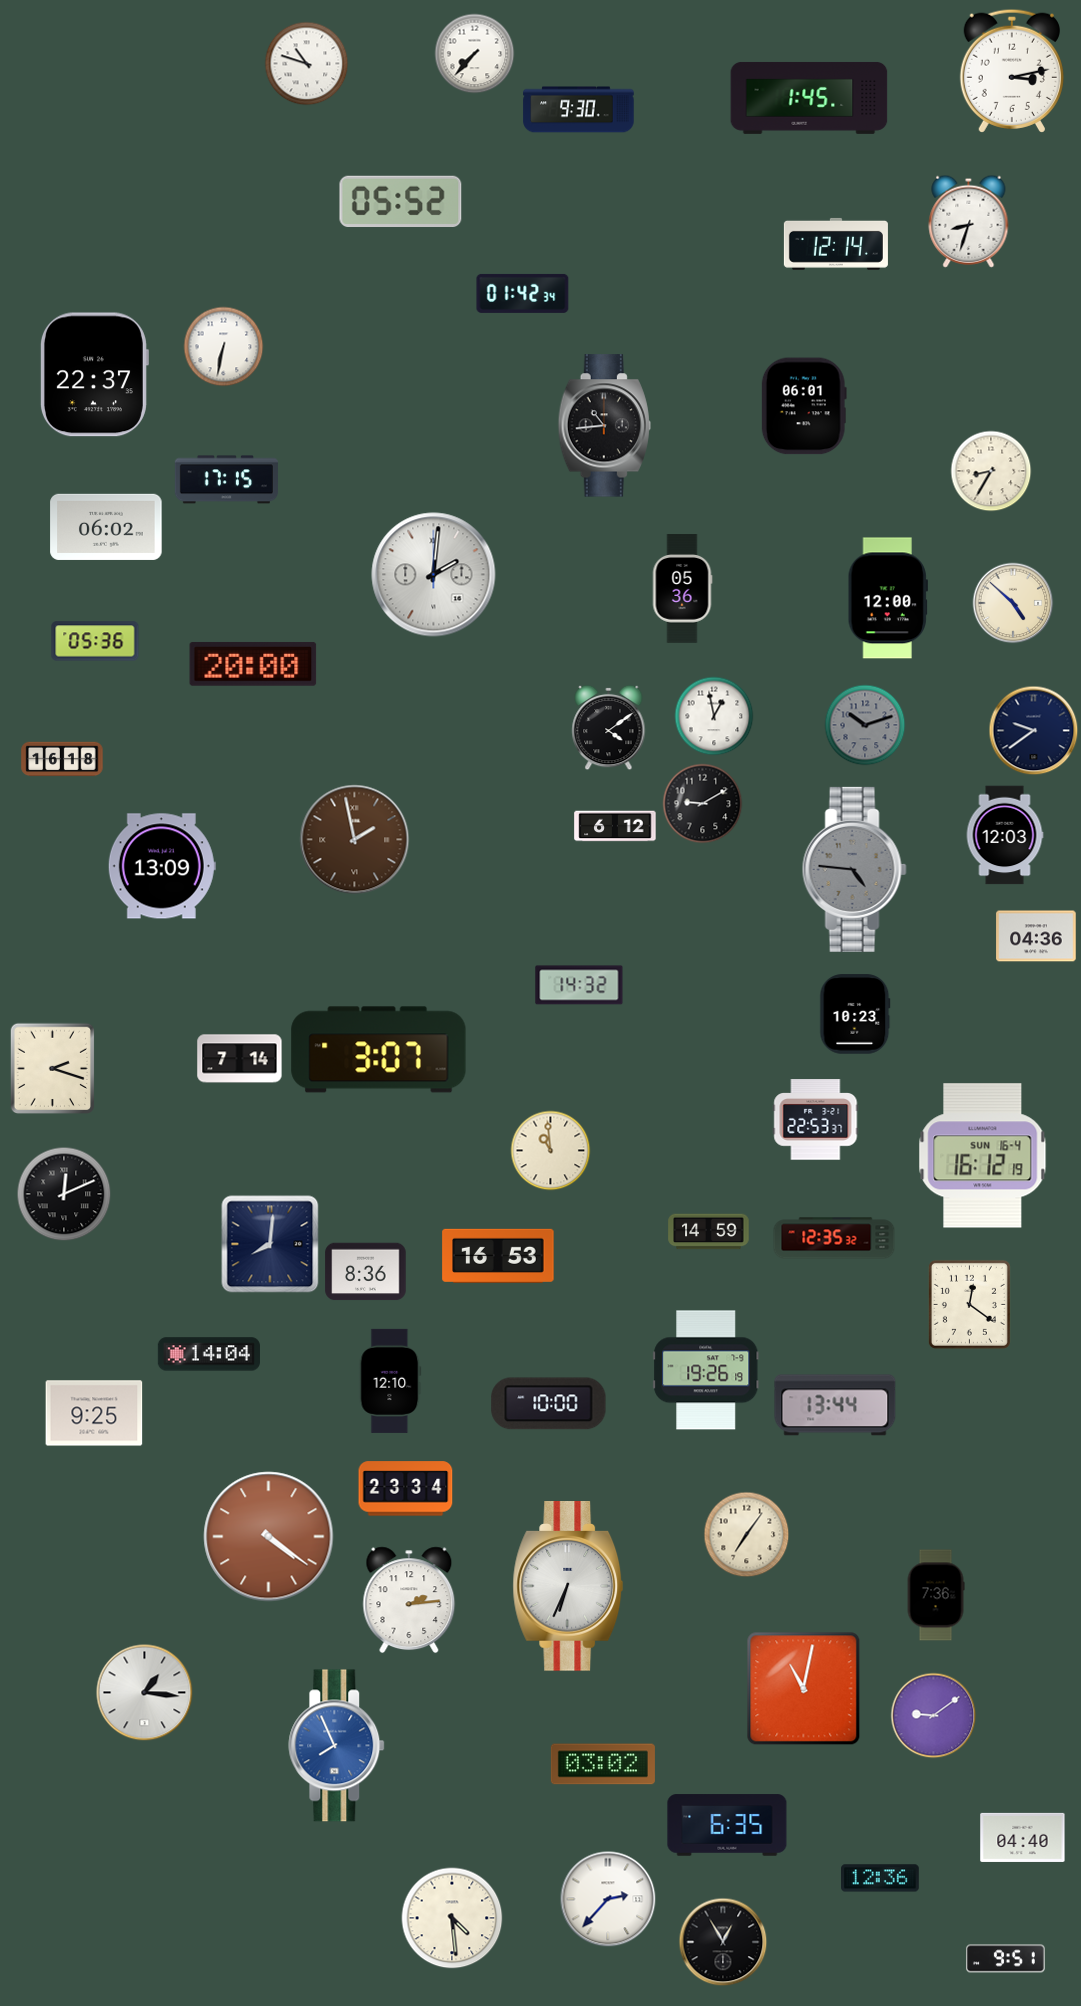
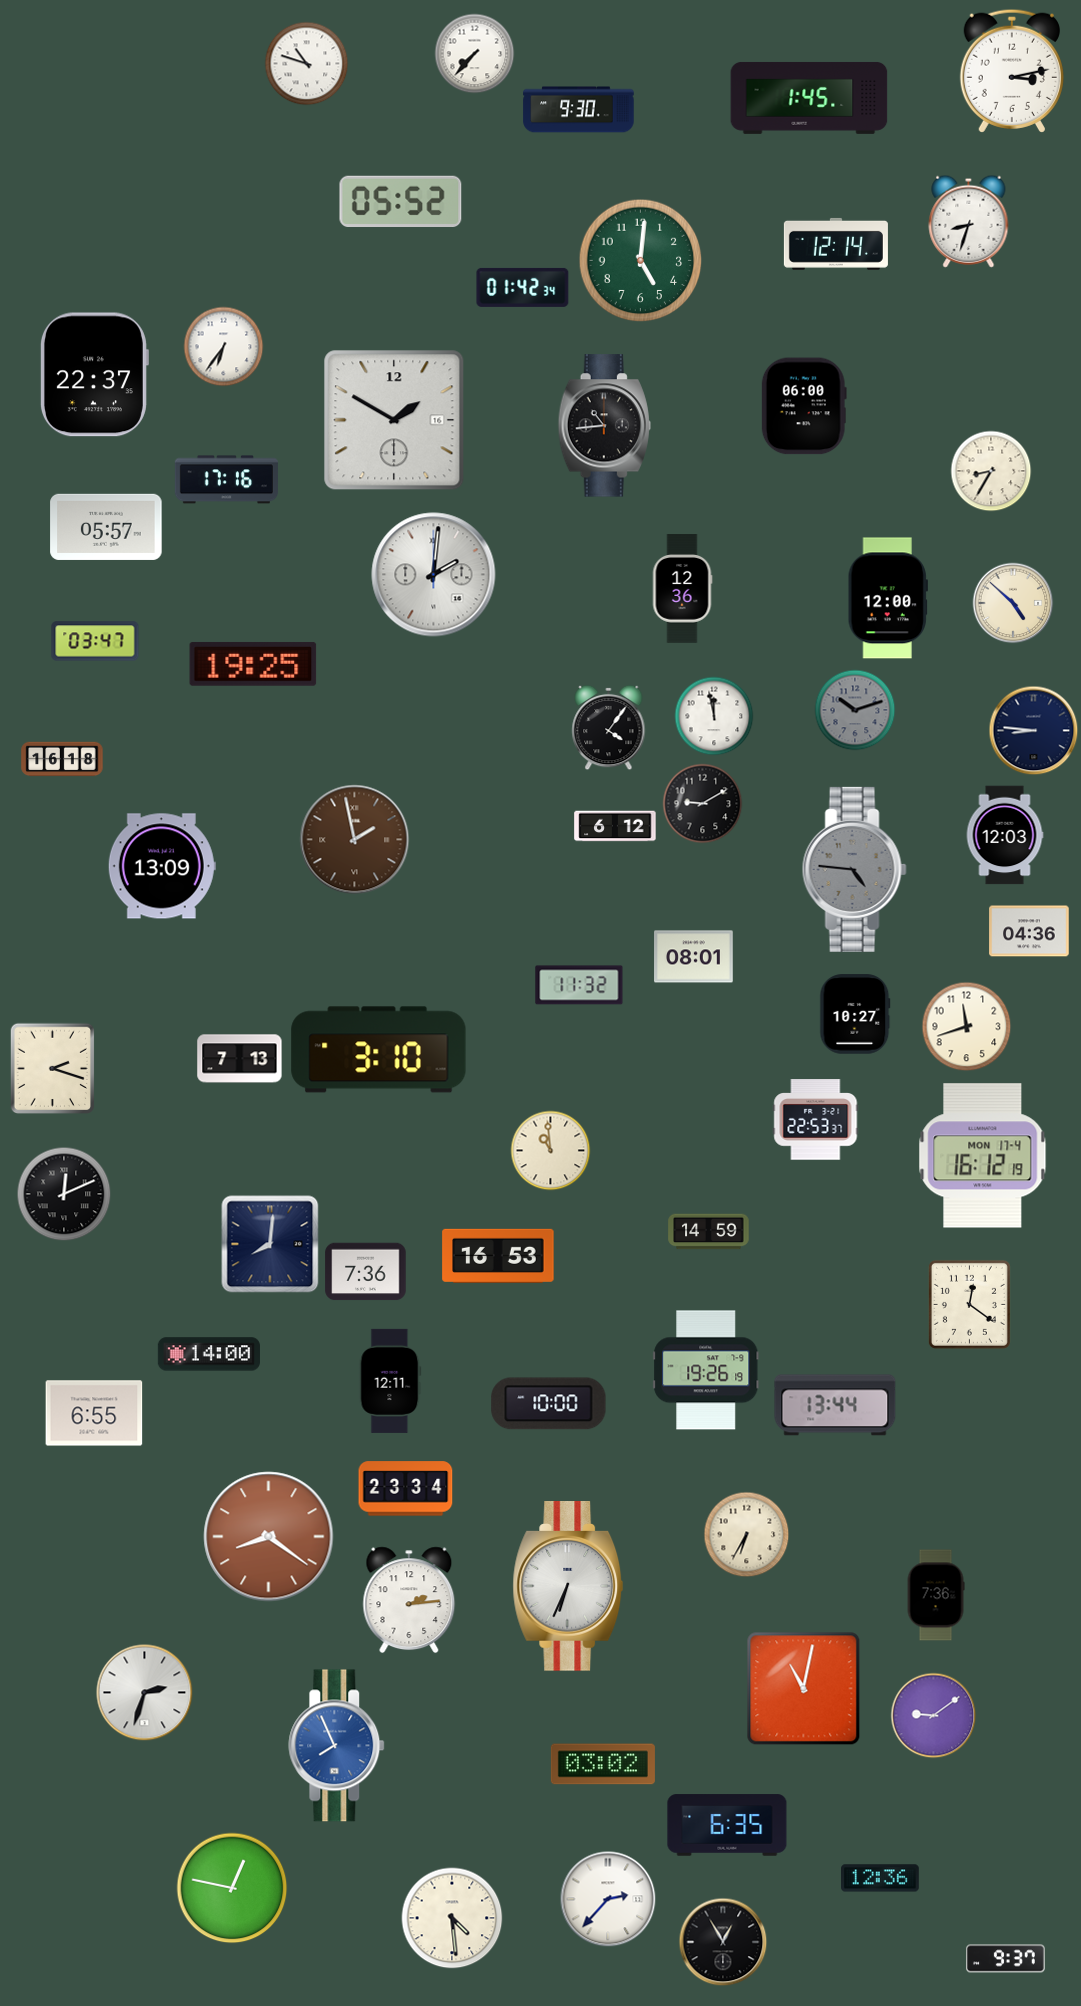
clock at (641, 261): none -> 5:01
clock at (523, 293) position: (523, 293) -> (523, 287)
clock at (224, 347): 6:32 -> 6:36
clock at (804, 406): 06:01 -> 06:00
clock at (394, 420): none -> 1:50
clock at (226, 480): 17:15 -> 17:16
clock at (106, 527): 06:02 -> 05:57
clock at (682, 589): 05:36 -> 12:36
clock at (95, 641): 05:36 -> 03:47
clock at (253, 664): 20:00 -> 19:25
clock at (714, 716): 12:58 -> 11:58
clock at (865, 725) position: (865, 725) -> (855, 710)
clock at (609, 728): 4:09 -> 4:06
clock at (1034, 731): 9:39 -> 8:46
clock at (1036, 936) position: (1036, 936) -> (1029, 931)
clock at (694, 957): none -> 08:01
clock at (579, 985): 14:32 -> 11:32
clock at (855, 1014): 10:23 -> 10:27
clock at (967, 1027): none -> 11:42
clock at (379, 1050): 3:07 -> 3:10
clock at (240, 1059): 7:14 -> 7:13
clock at (983, 1156) date: SUN 16-4 -> MON 17-4
clock at (834, 1238): 12:35 -> none
clock at (366, 1272): 8:36 -> 7:36
clock at (209, 1354): 14:04 -> 14:00
clock at (390, 1381): 12:10 -> 12:11
clock at (94, 1413): 9:25 -> 6:55
clock at (747, 1535): 7:06 -> 6:35
clock at (269, 1537): 4:21 -> 8:21
clock at (145, 1693): 1:16 -> 2:33
clock at (1023, 1837): 04:40 -> none
clock at (232, 1888): none -> 12:47
clock at (1006, 1959): 9:51 -> 9:37
